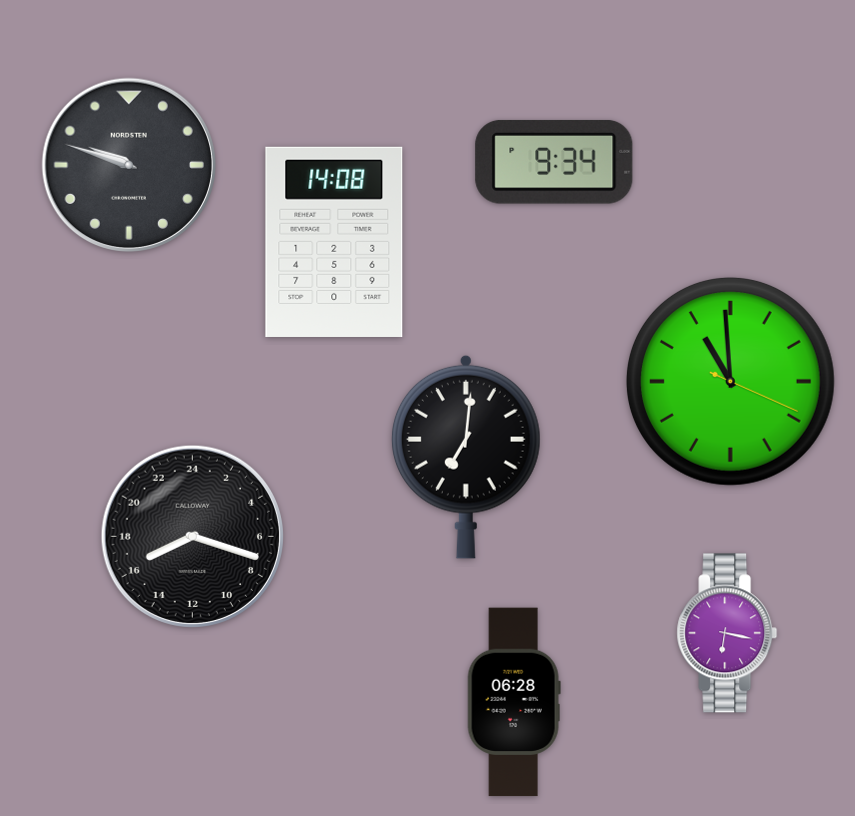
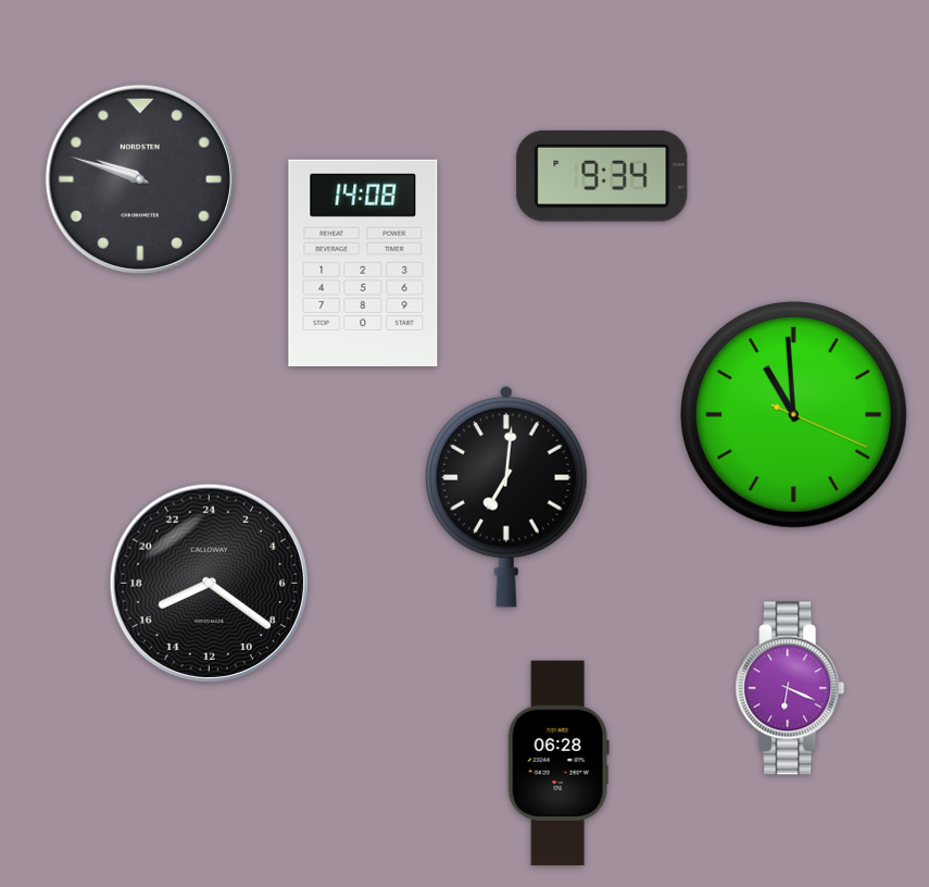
clock at (192, 536): 16:18 -> 16:21
clock at (727, 633): 6:17 -> 6:19
